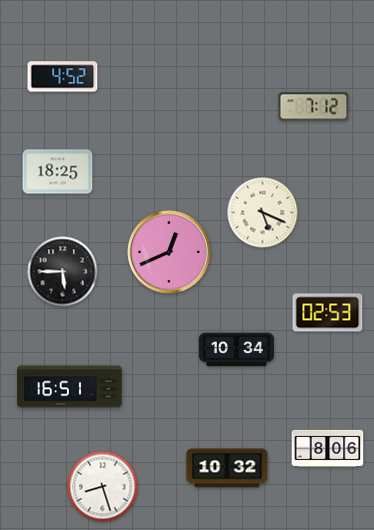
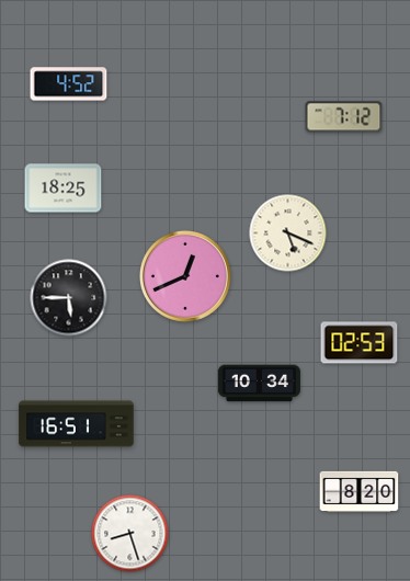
clock at (328, 448): 8:06 -> 8:20
clock at (227, 468): 10:32 -> none
clock at (103, 487) position: (103, 487) -> (130, 534)
